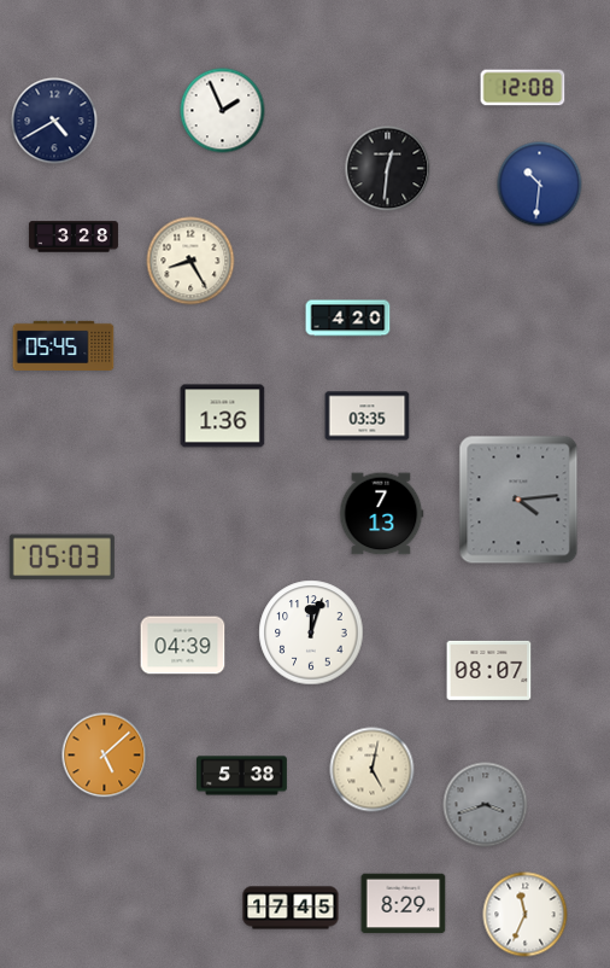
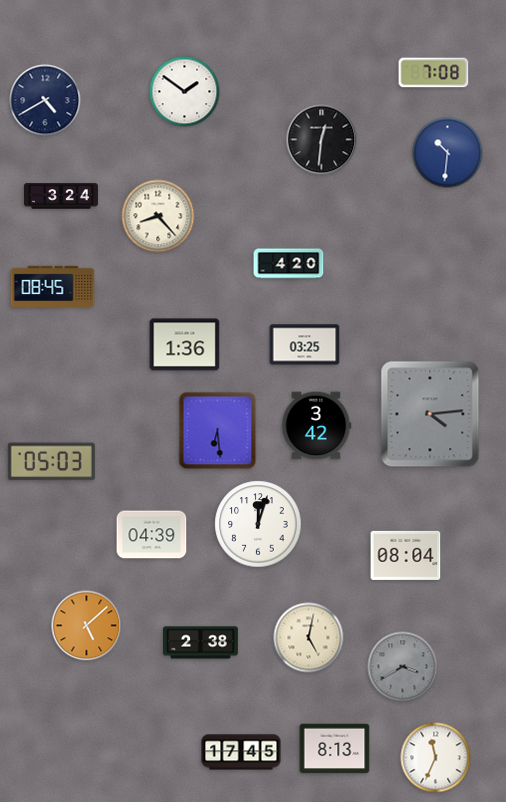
clock at (523, 88): 12:08 -> 7:08
clock at (223, 111): 1:56 -> 1:51
clock at (74, 237): 3:28 -> 3:24
clock at (190, 261): 8:25 -> 8:23
clock at (64, 346): 05:45 -> 08:45
clock at (368, 416): 03:35 -> 03:25
clock at (381, 514): 7:13 -> 3:42
clock at (218, 431): none -> 6:29
clock at (489, 670): 08:07 -> 08:04
clock at (242, 776): 5:38 -> 2:38
clock at (486, 805): 3:42 -> 3:40
clock at (404, 904): 8:29 -> 8:13
